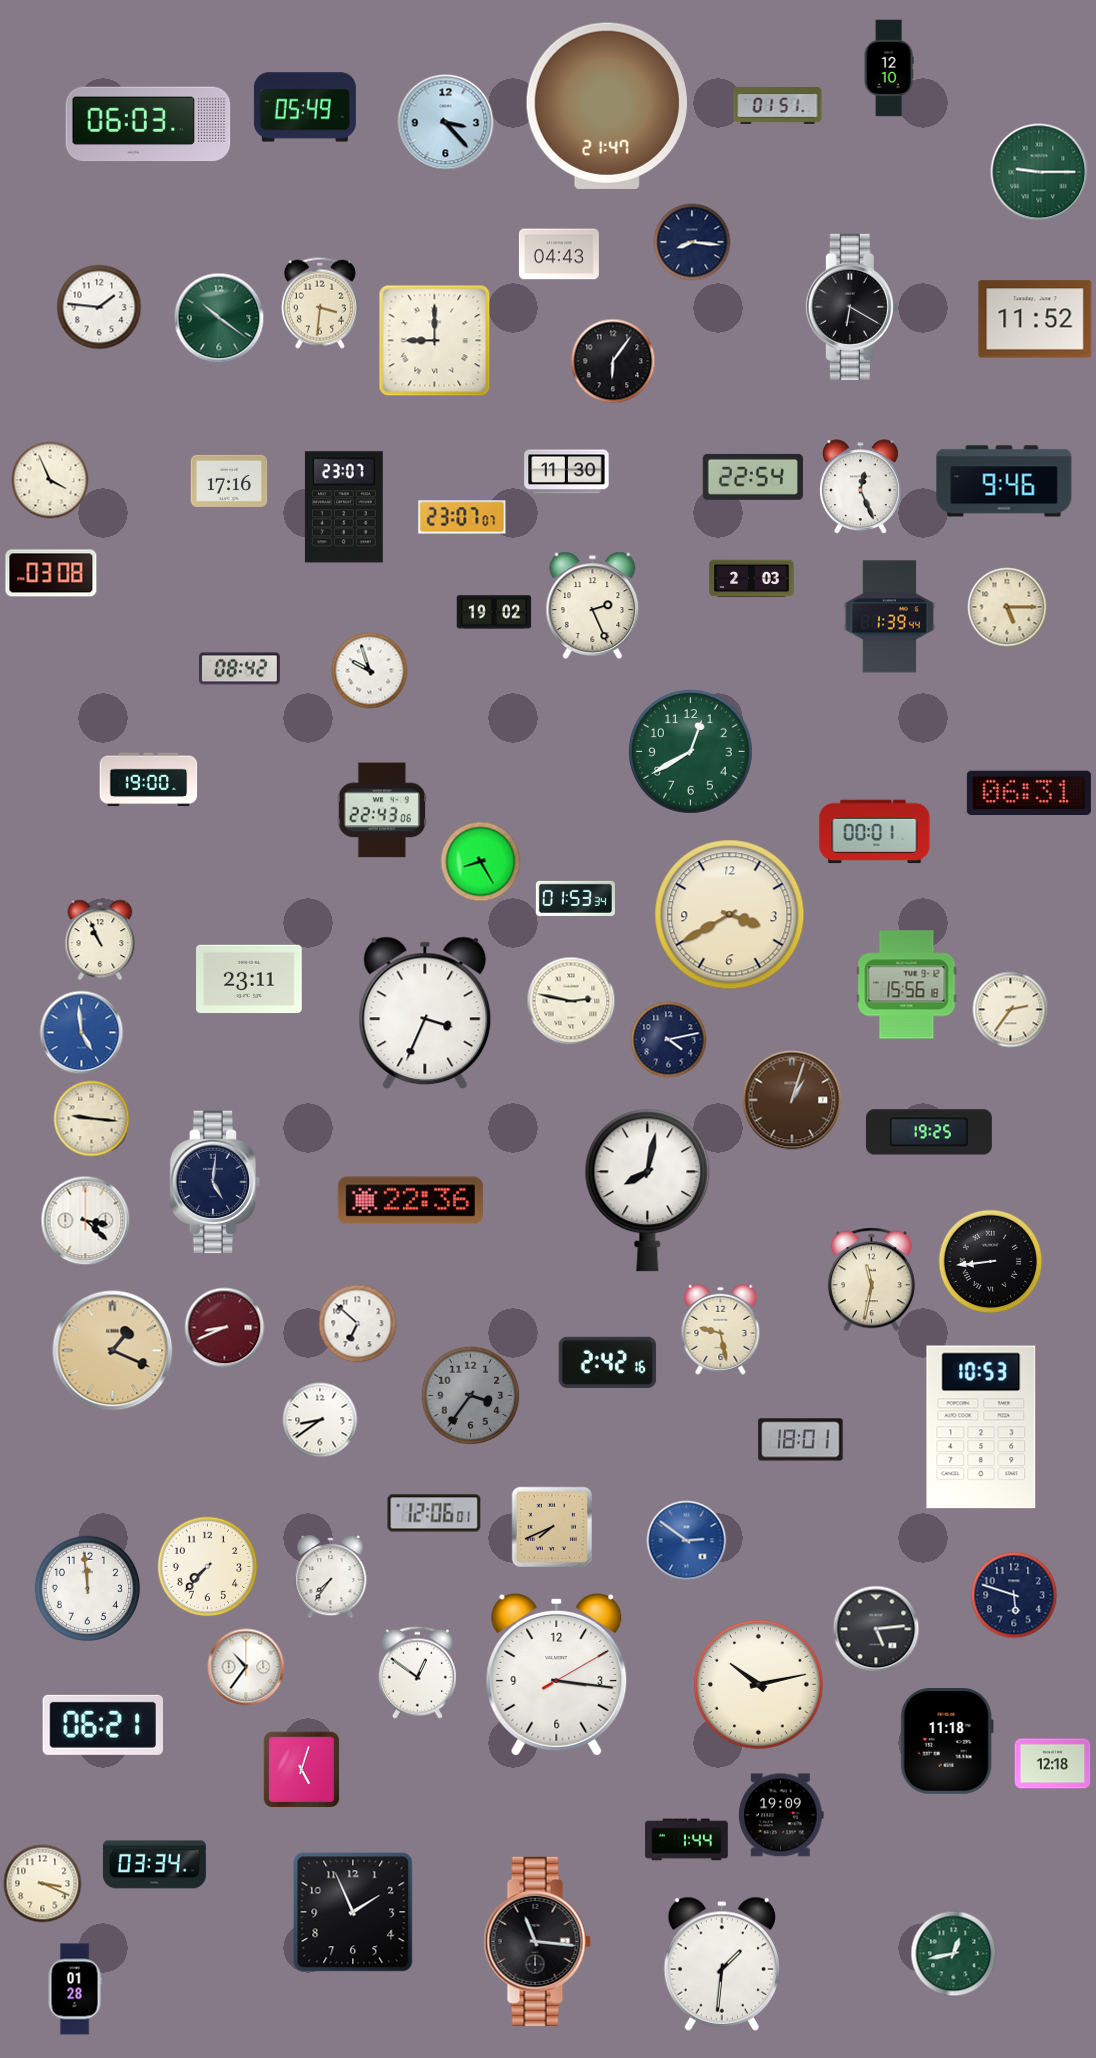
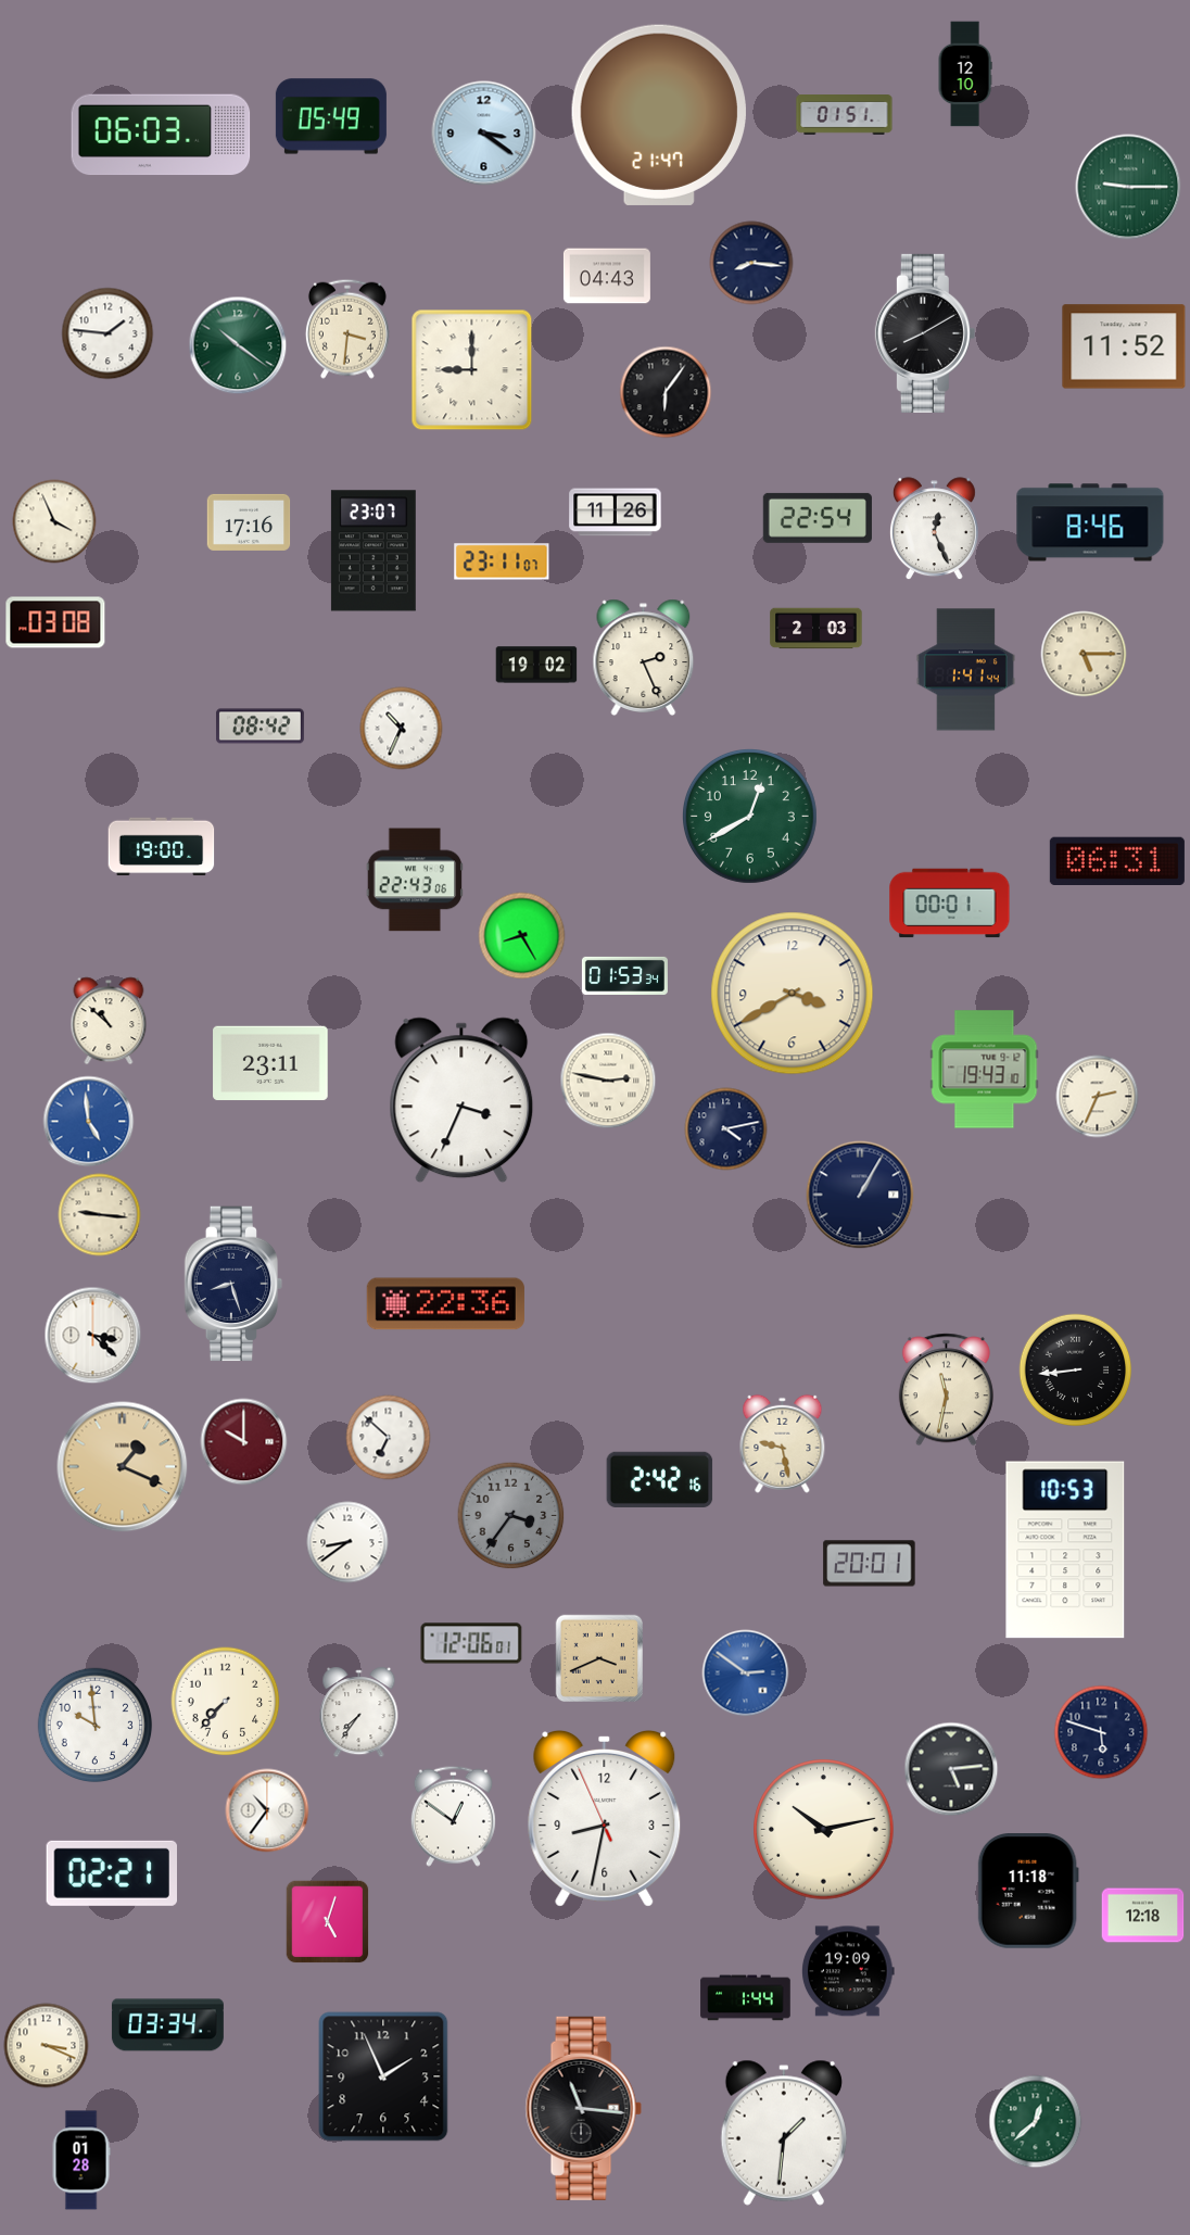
clock at (446, 123): 3:23 -> 3:21
clock at (852, 307): 6:20 -> 8:10
clock at (567, 472): 11:30 -> 11:26
clock at (1004, 481): 9:46 -> 8:46
clock at (462, 517): 23:07 -> 23:11
clock at (1007, 607) position: (1007, 607) -> (1084, 654)
clock at (889, 617): 1:39 -> 1:41
clock at (370, 671): 9:57 -> 10:34
clock at (100, 940): 10:56 -> 10:52
clock at (907, 985): 15:56 -> 19:43
clock at (571, 1001) position: (571, 1001) -> (608, 1081)
clock at (1011, 1010): 2:36 -> 2:34
clock at (792, 1100): 1:03 -> 1:05
clock at (792, 1100) dial: brown -> navy
clock at (929, 1132): 19:25 -> none
clock at (215, 1182): 5:01 -> 8:27
clock at (648, 1191): 8:02 -> none
clock at (86, 1221) position: (86, 1221) -> (93, 1336)
clock at (225, 1328): 8:41 -> 10:00
clock at (801, 1440): 18:01 -> 20:01
clock at (551, 1526): 7:41 -> 3:41
clock at (88, 1589): 11:59 -> 9:59
clock at (557, 1674): 3:16 -> 8:31
clock at (102, 1725): 06:21 -> 02:21
clock at (954, 1954): 12:43 -> 12:38
